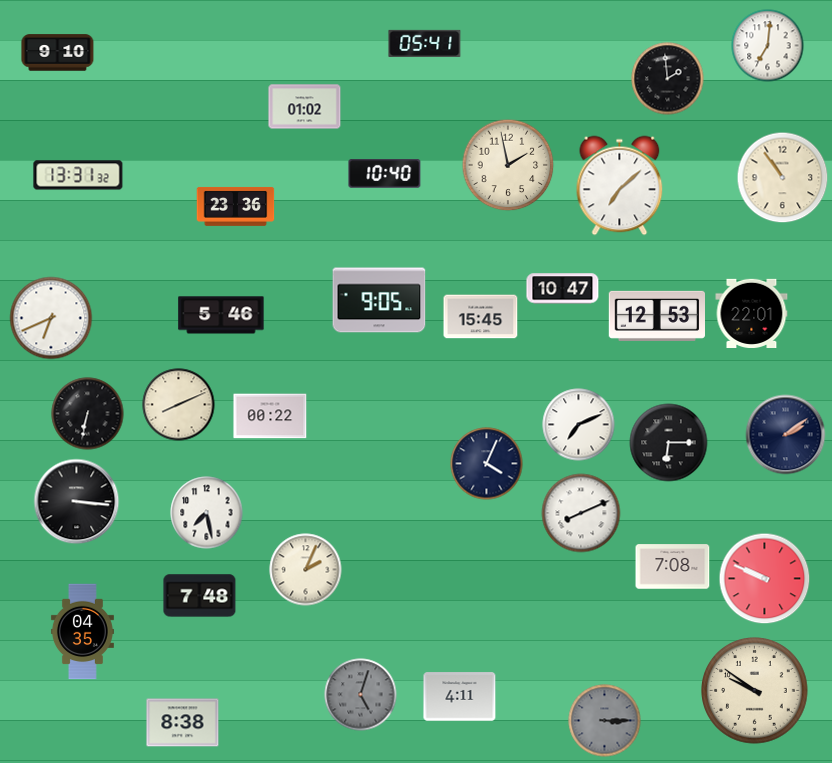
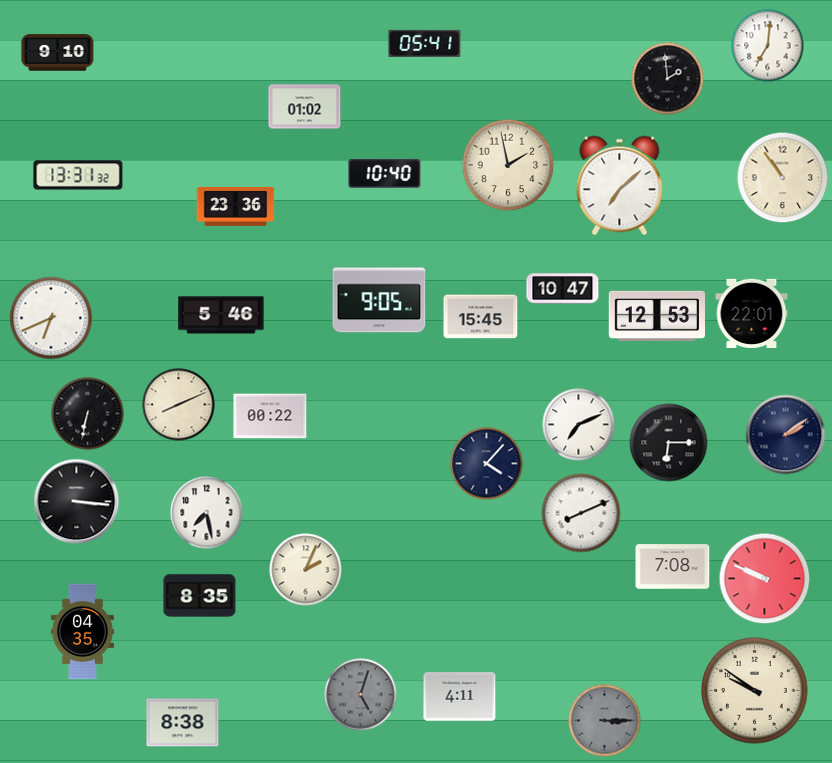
clock at (487, 464): 4:04 -> 4:07
clock at (200, 596): 7:48 -> 8:35
